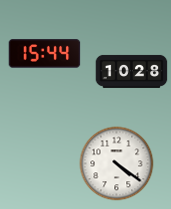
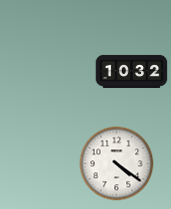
clock at (45, 54): 15:44 -> none
clock at (132, 71): 10:28 -> 10:32
